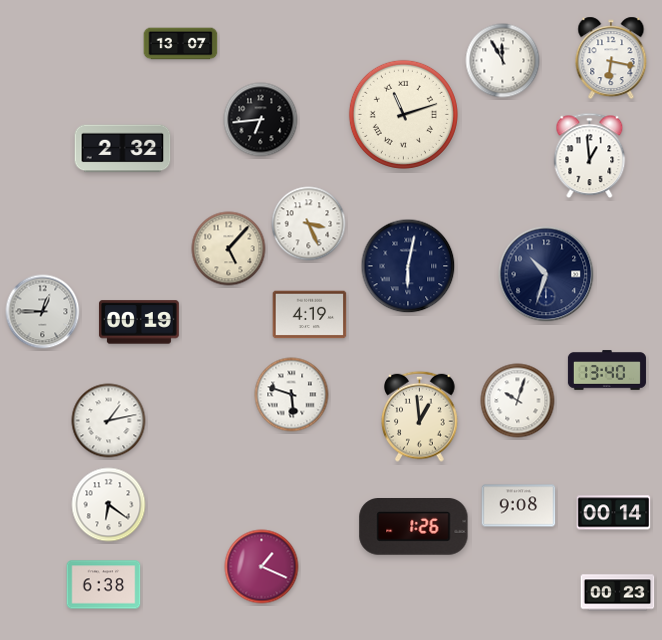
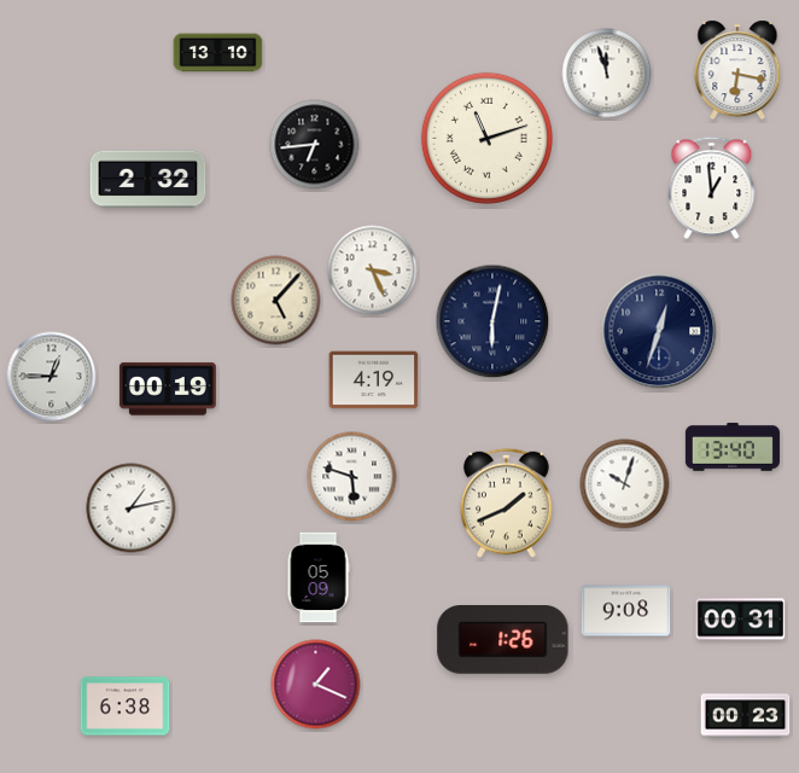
clock at (181, 44): 13:07 -> 13:10
clock at (503, 61): 11:55 -> 11:57
clock at (546, 274): 10:33 -> 12:33
clock at (420, 416): 12:59 -> 1:41
clock at (319, 577): none -> 05:09
clock at (109, 505): 6:21 -> none
clock at (614, 513): 00:14 -> 00:31
clock at (414, 527) position: (414, 527) -> (503, 640)
